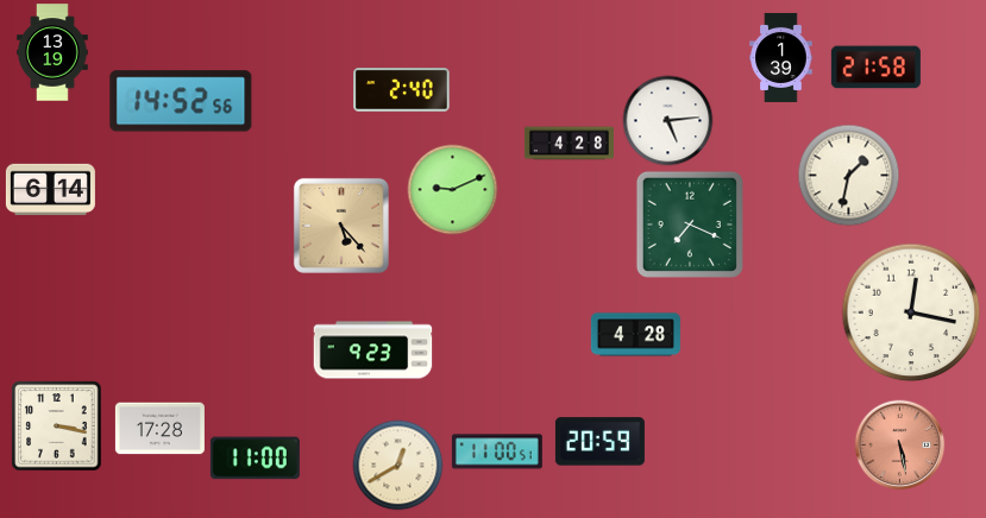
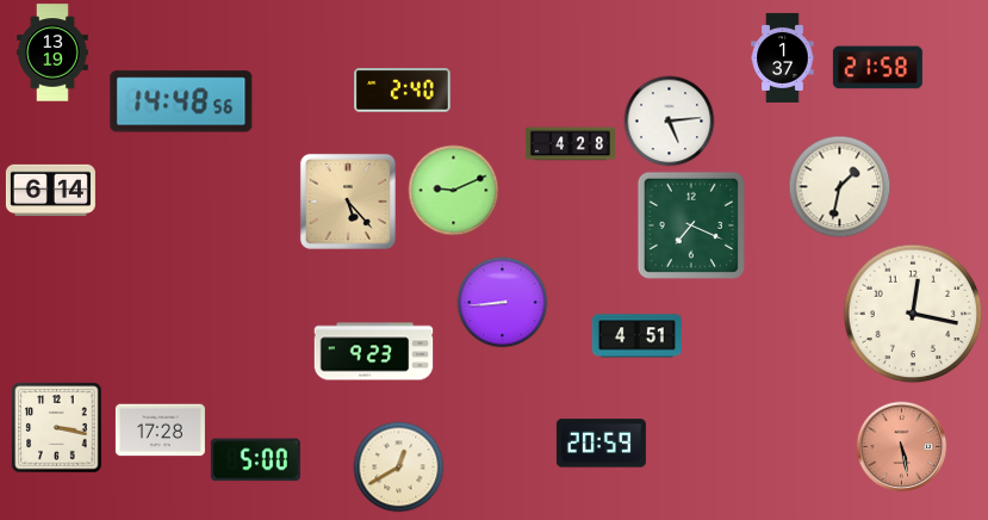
clock at (781, 57): 1:39 -> 1:37
clock at (181, 101): 14:52 -> 14:48
clock at (849, 176) position: (849, 176) -> (840, 187)
clock at (341, 226) position: (341, 226) -> (348, 202)
clock at (503, 303): none -> 8:44
clock at (635, 335): 4:28 -> 4:51
clock at (497, 451): 11:00 -> none
clock at (255, 459): 11:00 -> 5:00
